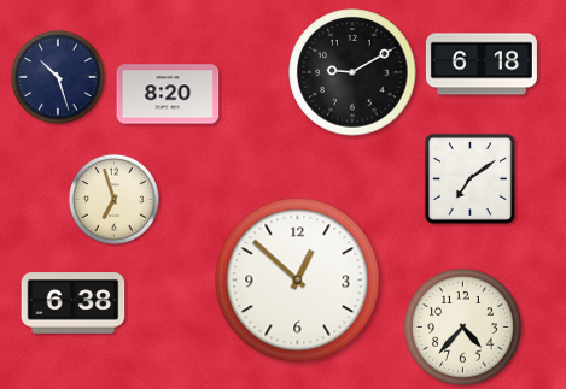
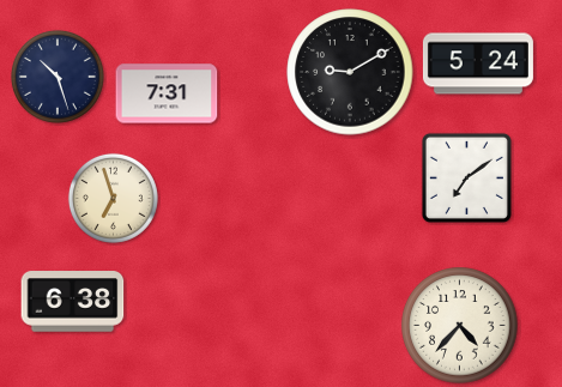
clock at (482, 64): 6:18 -> 5:24
clock at (168, 94): 8:20 -> 7:31
clock at (298, 281): 12:52 -> none
